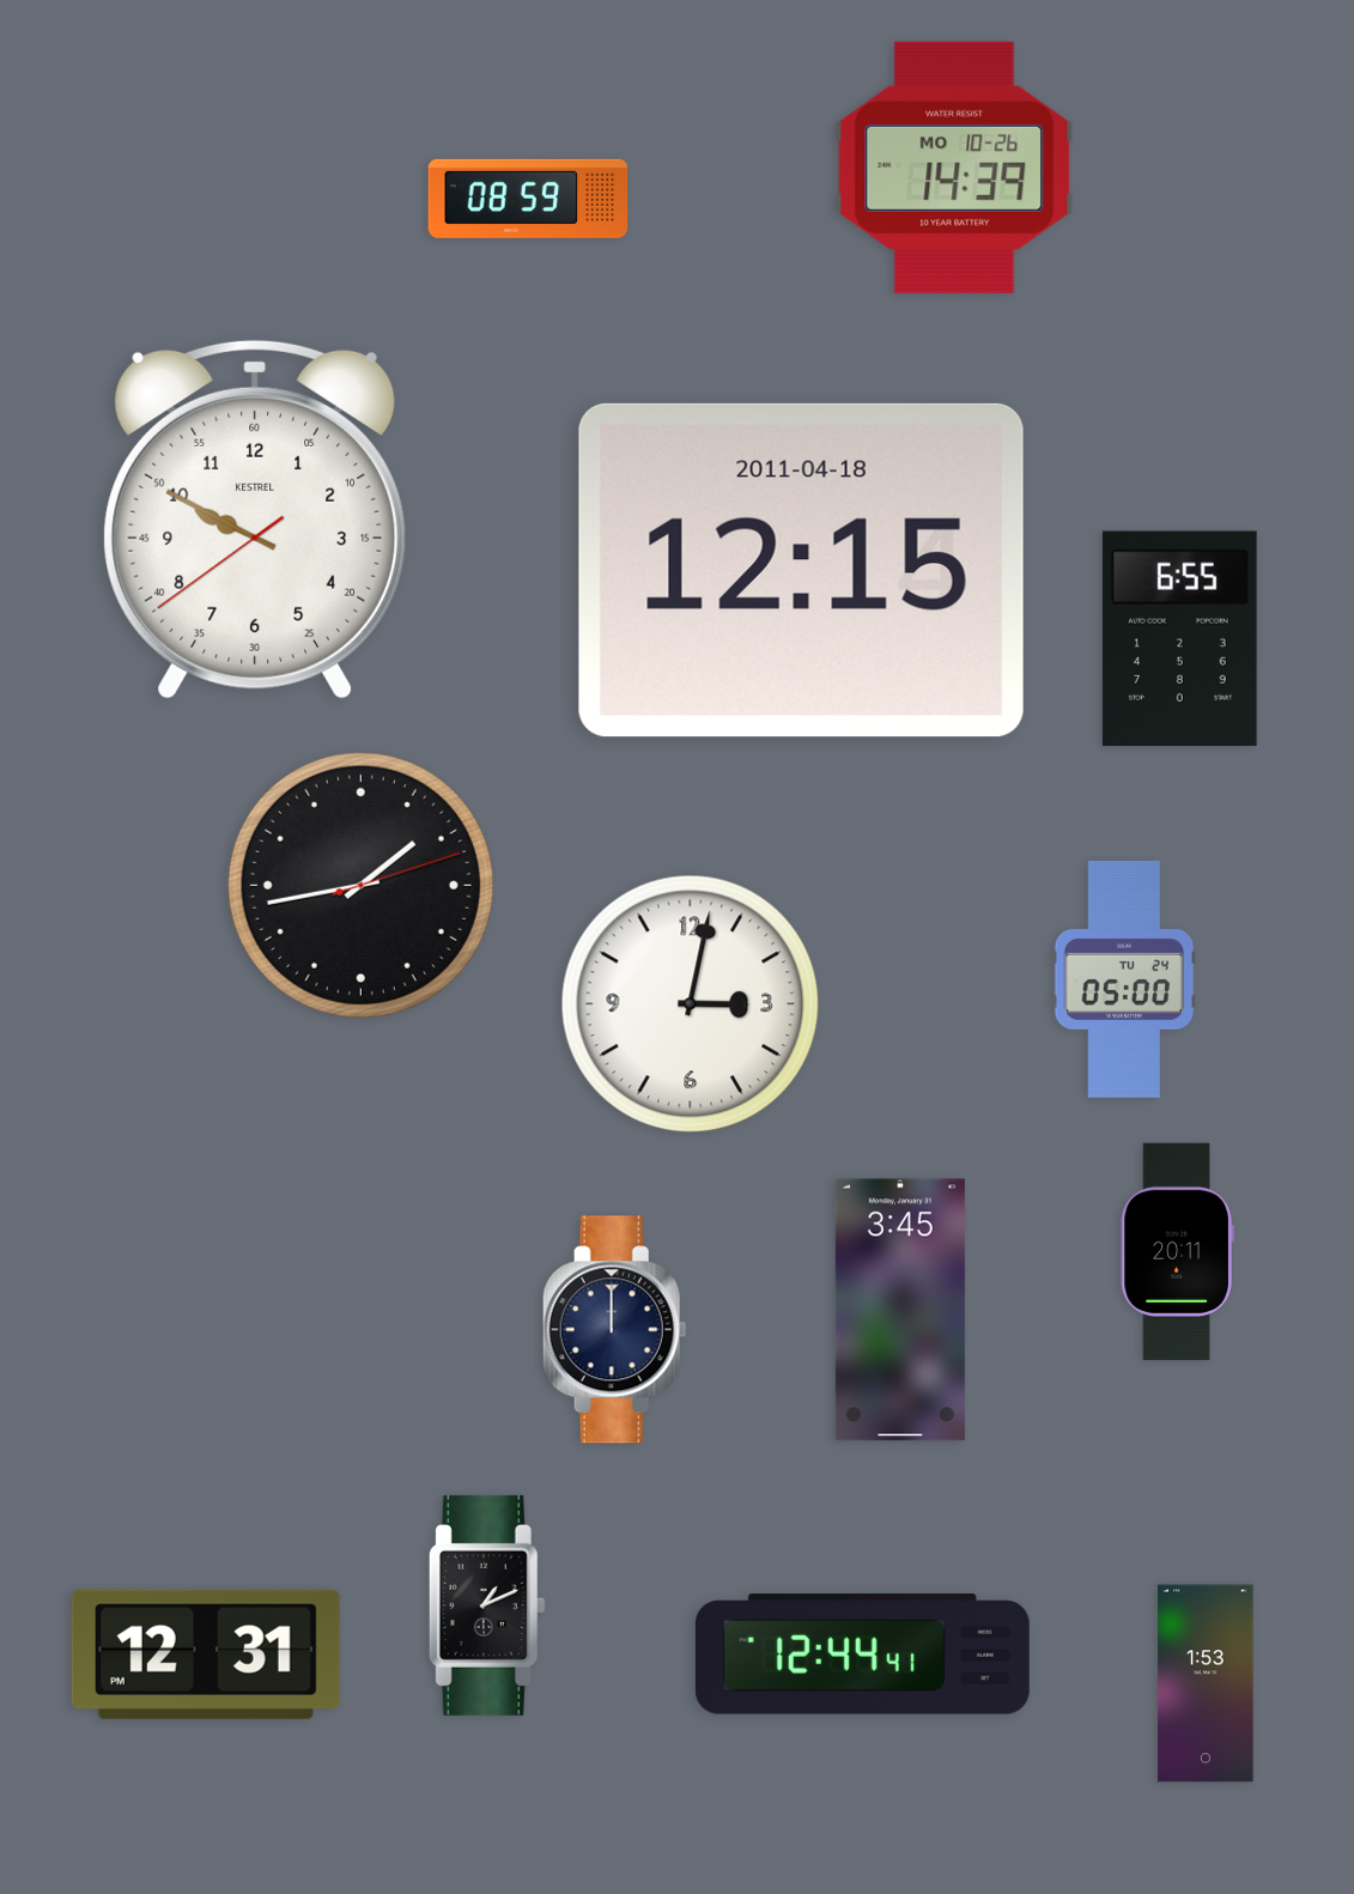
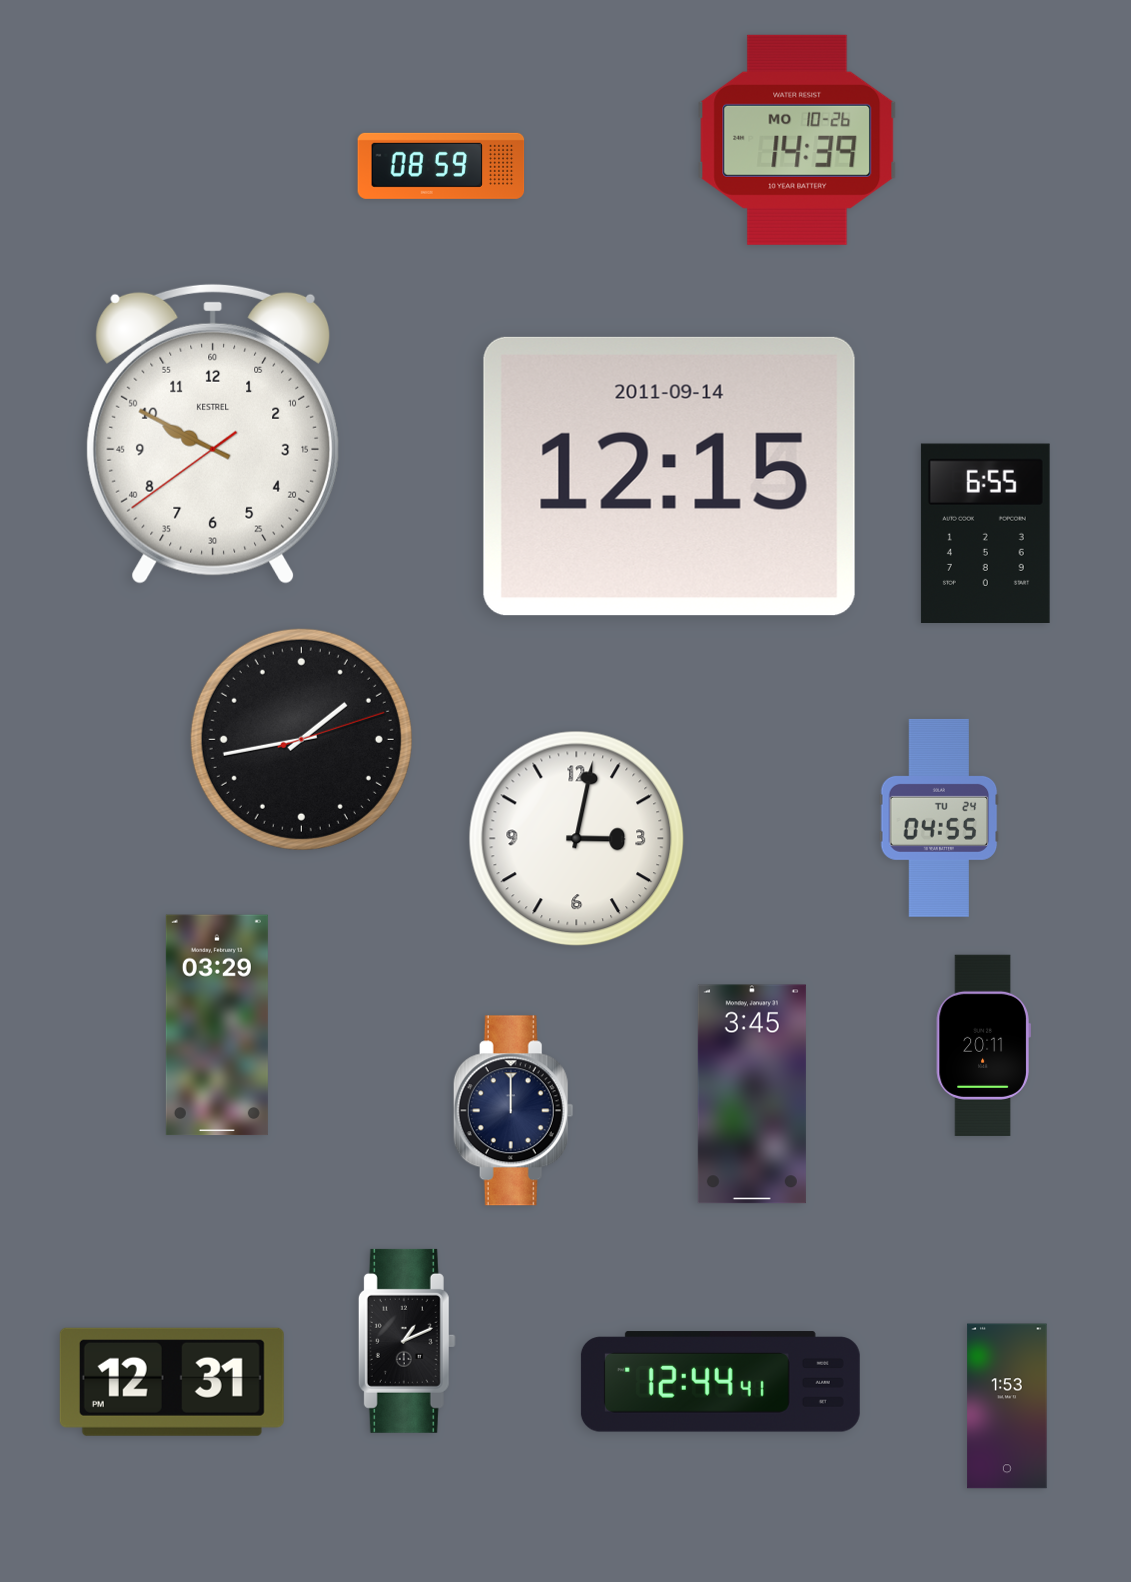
clock at (801, 570) date: 2011-04-18 -> 2011-09-14
clock at (1124, 979): 05:00 -> 04:55
clock at (217, 1025): none -> 03:29
